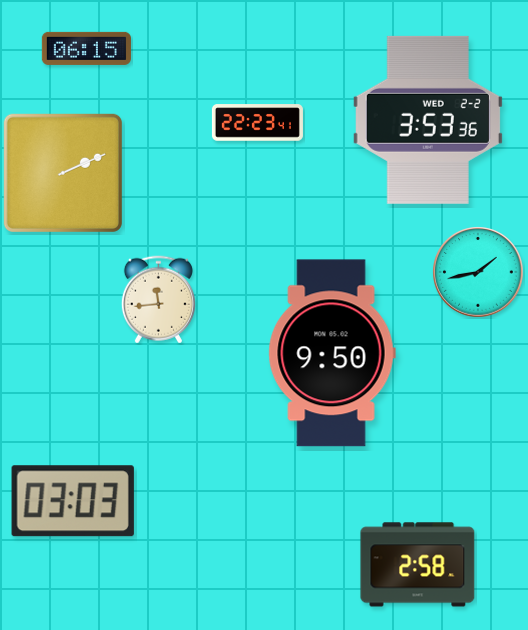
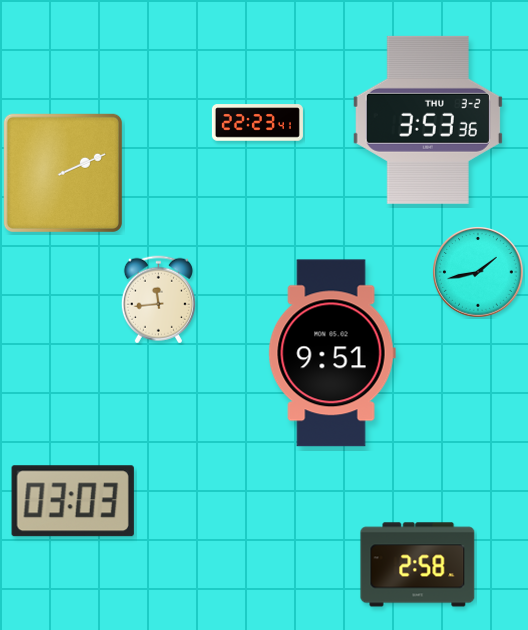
clock at (86, 48): 06:15 -> none
clock at (428, 120) date: WED 2-2 -> THU 3-2
clock at (332, 353): 9:50 -> 9:51
